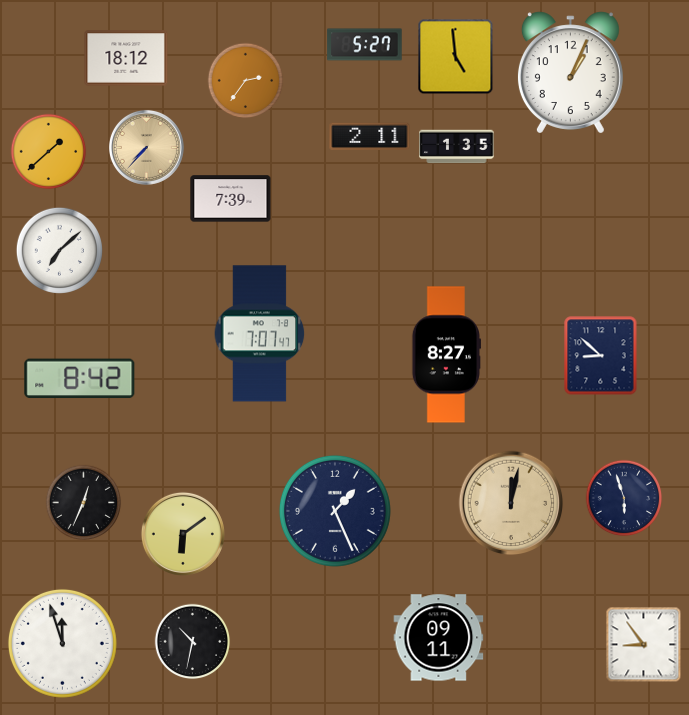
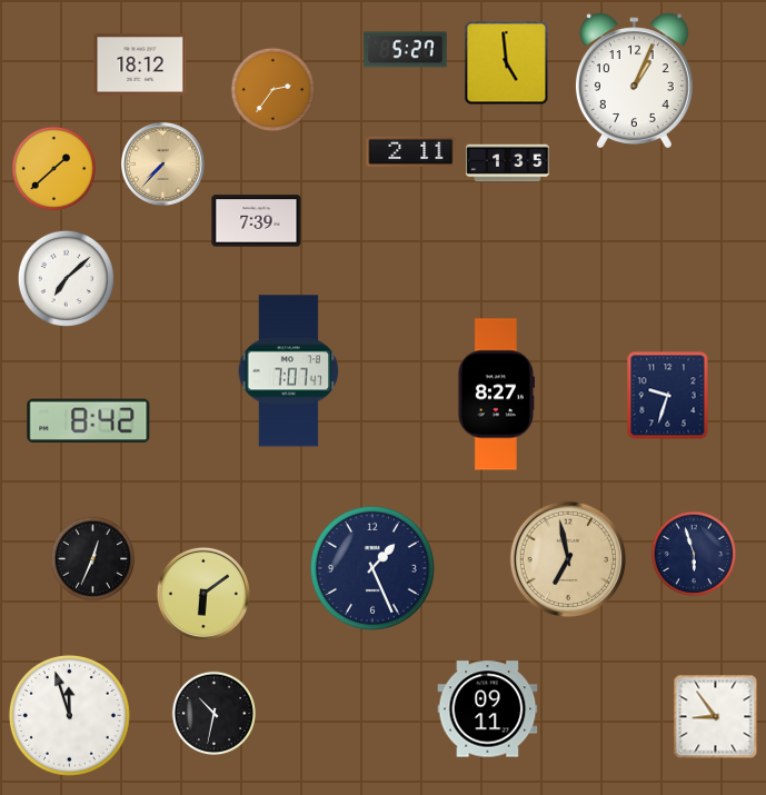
clock at (601, 356): 8:52 -> 9:33
clock at (511, 503): 12:02 -> 6:58
